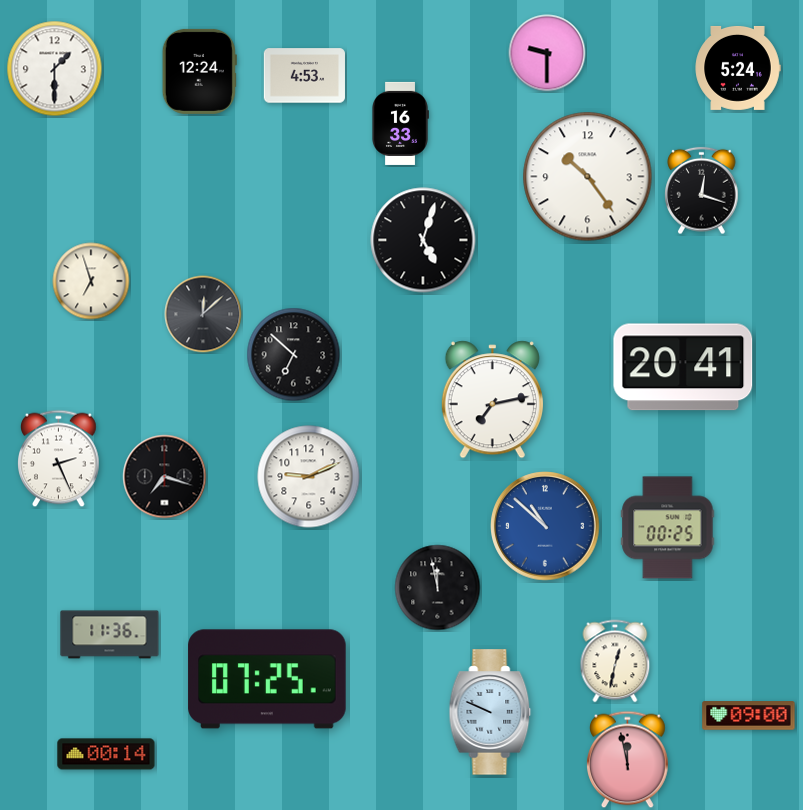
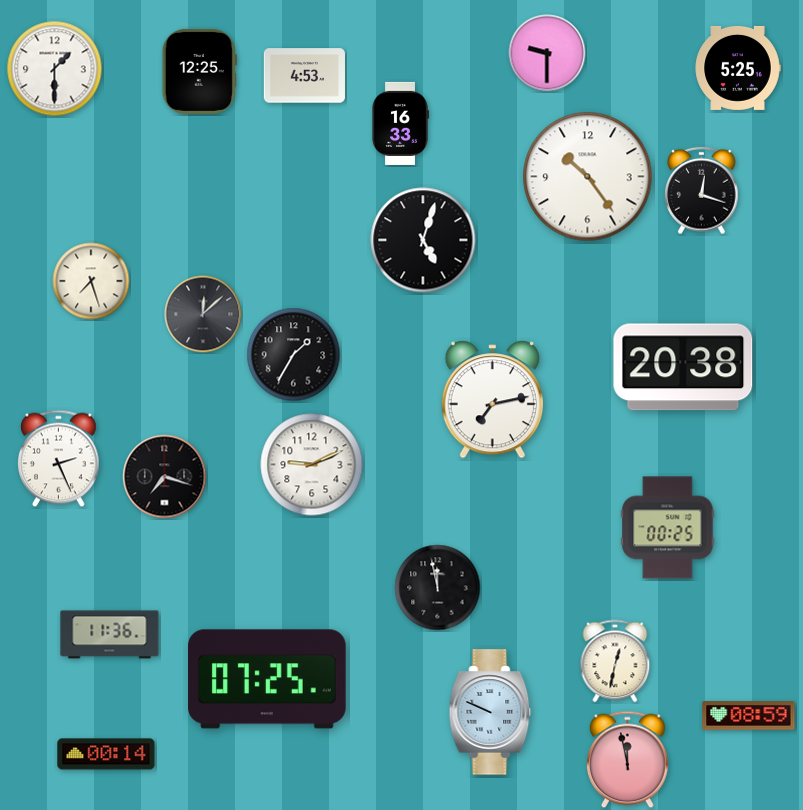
clock at (738, 68): 5:24 -> 5:25
clock at (199, 71): 12:24 -> 12:25
clock at (91, 281): 6:57 -> 7:27
clock at (294, 355): 6:52 -> 1:35
clock at (683, 367): 20:41 -> 20:38
clock at (309, 477) position: (309, 477) -> (312, 465)
clock at (546, 527): 10:52 -> none
clock at (749, 716): 09:00 -> 08:59
